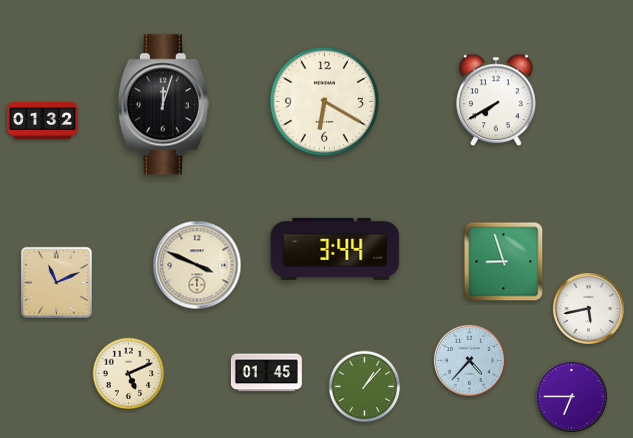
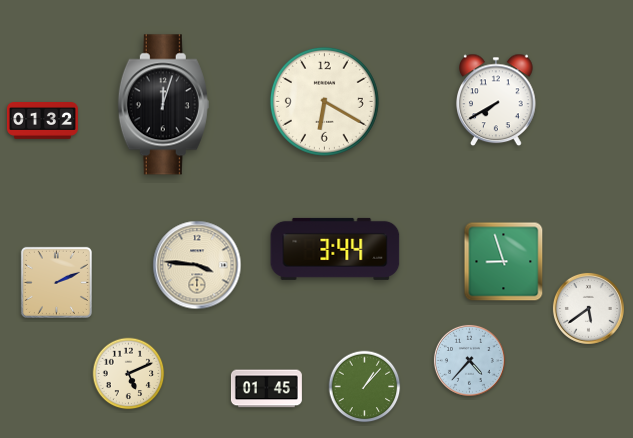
clock at (197, 265): 3:49 -> 3:46
clock at (56, 282): 11:11 -> 2:11
clock at (588, 308): 5:43 -> 5:39
clock at (266, 373) position: (266, 373) -> (266, 389)
clock at (571, 396): 6:45 -> none
